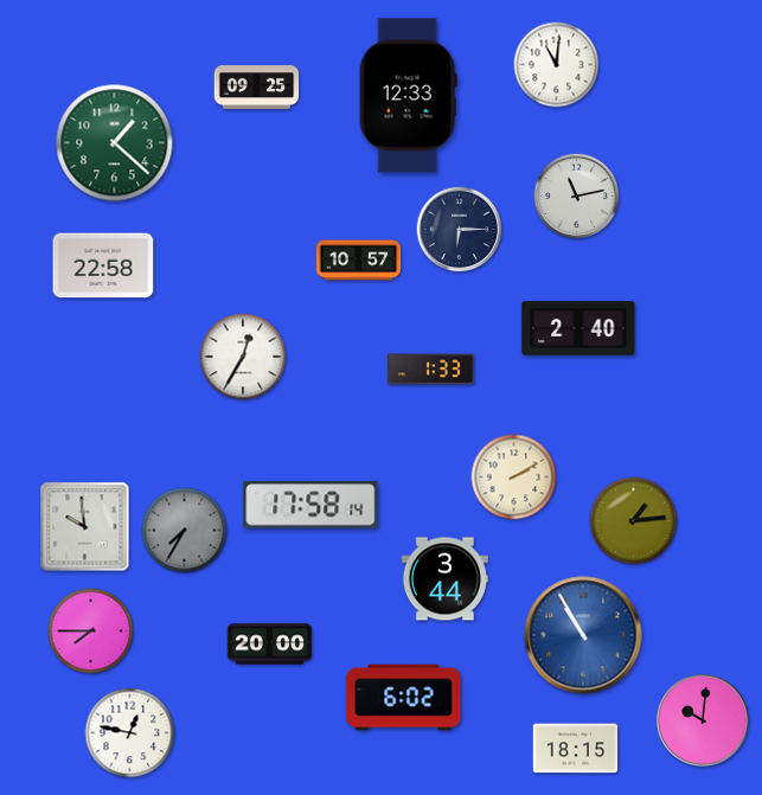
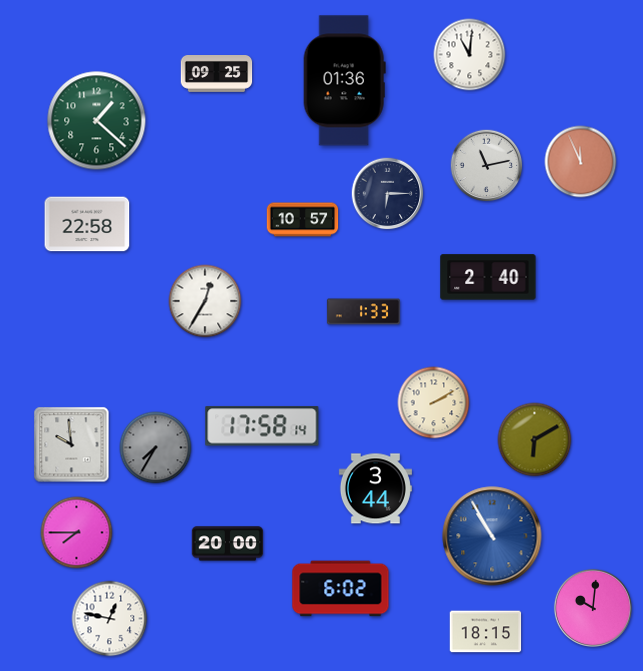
clock at (408, 96): 12:33 -> 01:36
clock at (581, 162): none -> 11:56
clock at (634, 521): 1:14 -> 6:10
